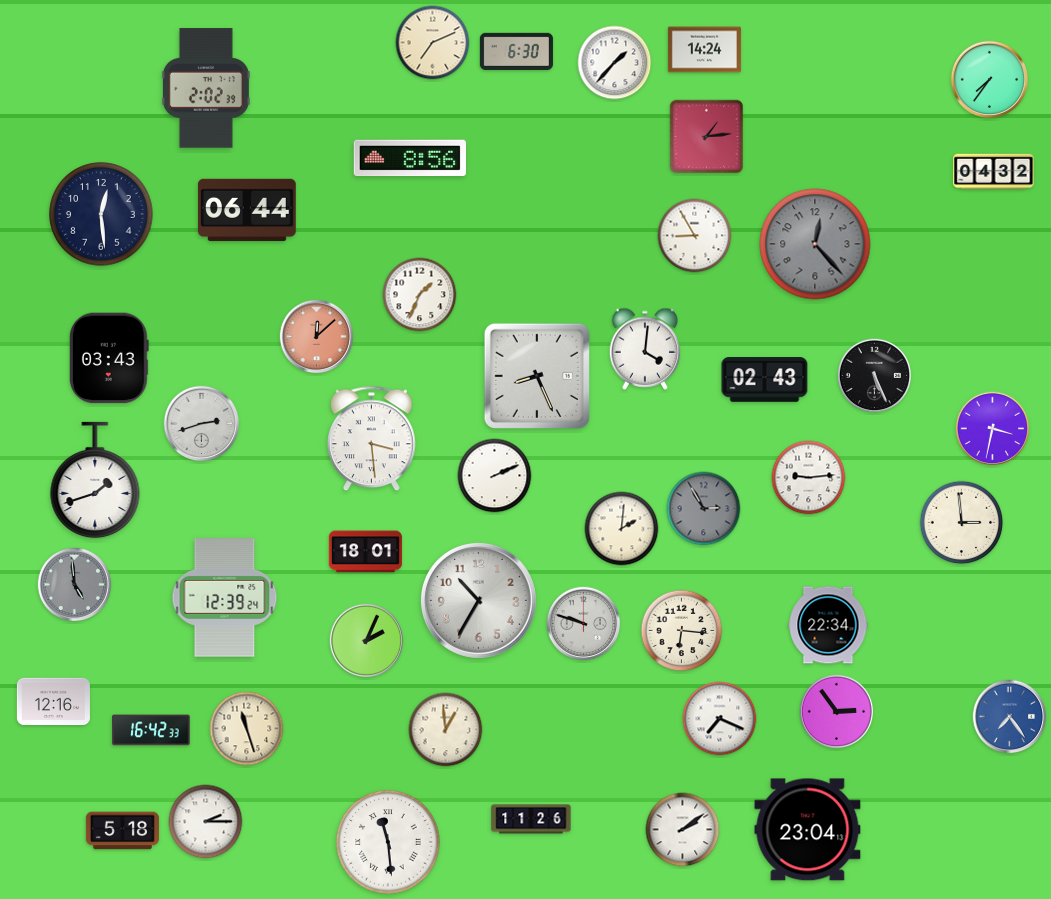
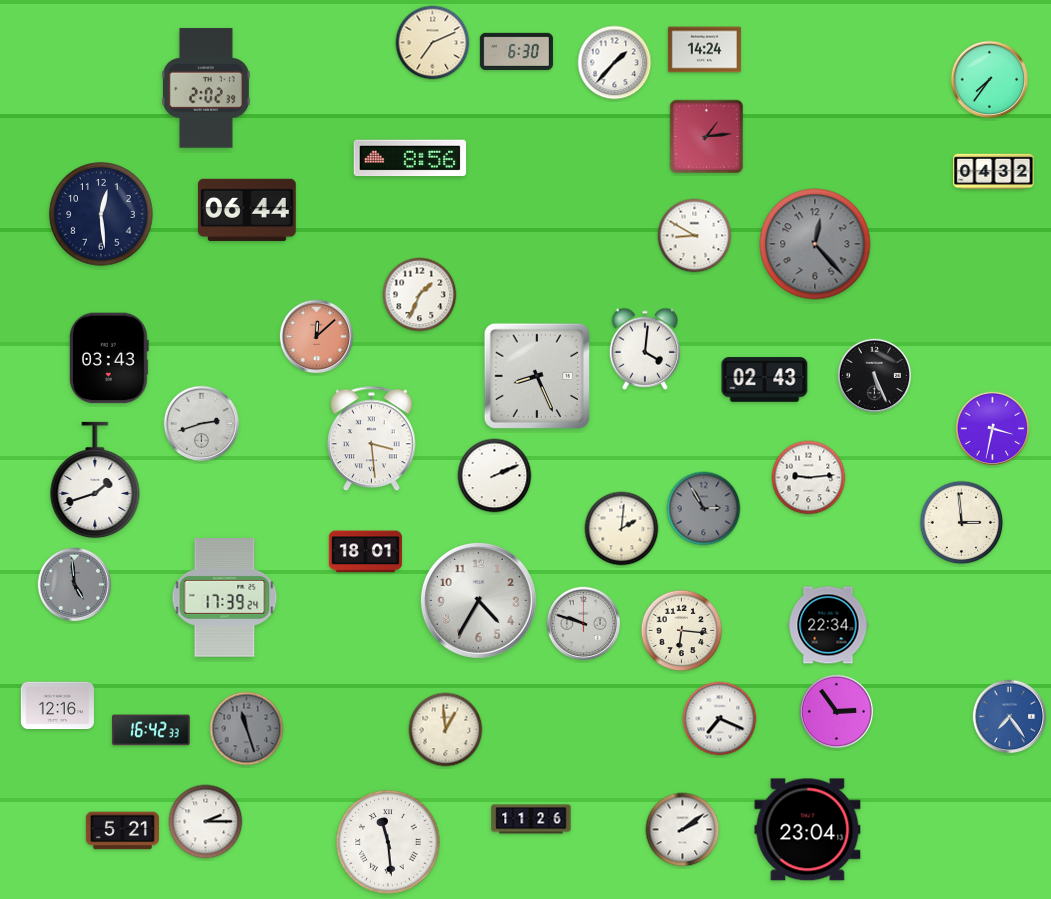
clock at (695, 236): 8:55 -> 8:50
clock at (225, 598): 12:39 -> 17:39
clock at (478, 600): 10:35 -> 4:35
clock at (367, 641): 2:04 -> none
clock at (53, 702) position: (53, 702) -> (57, 706)
clock at (247, 729) dial: cream -> grey
clock at (122, 831): 5:18 -> 5:21
